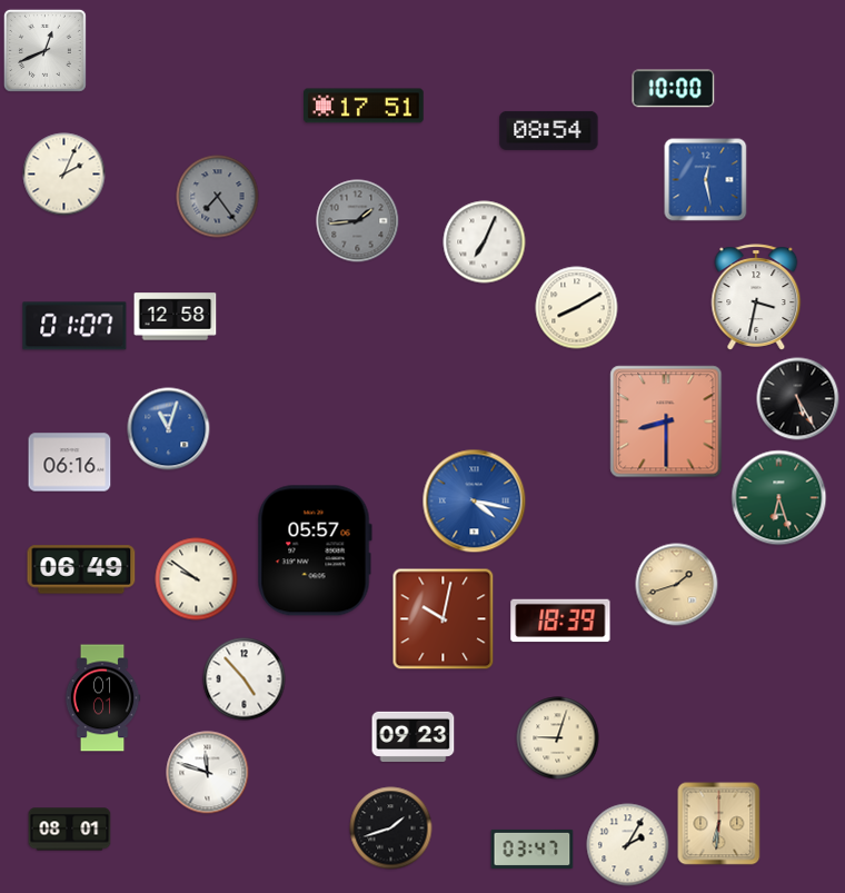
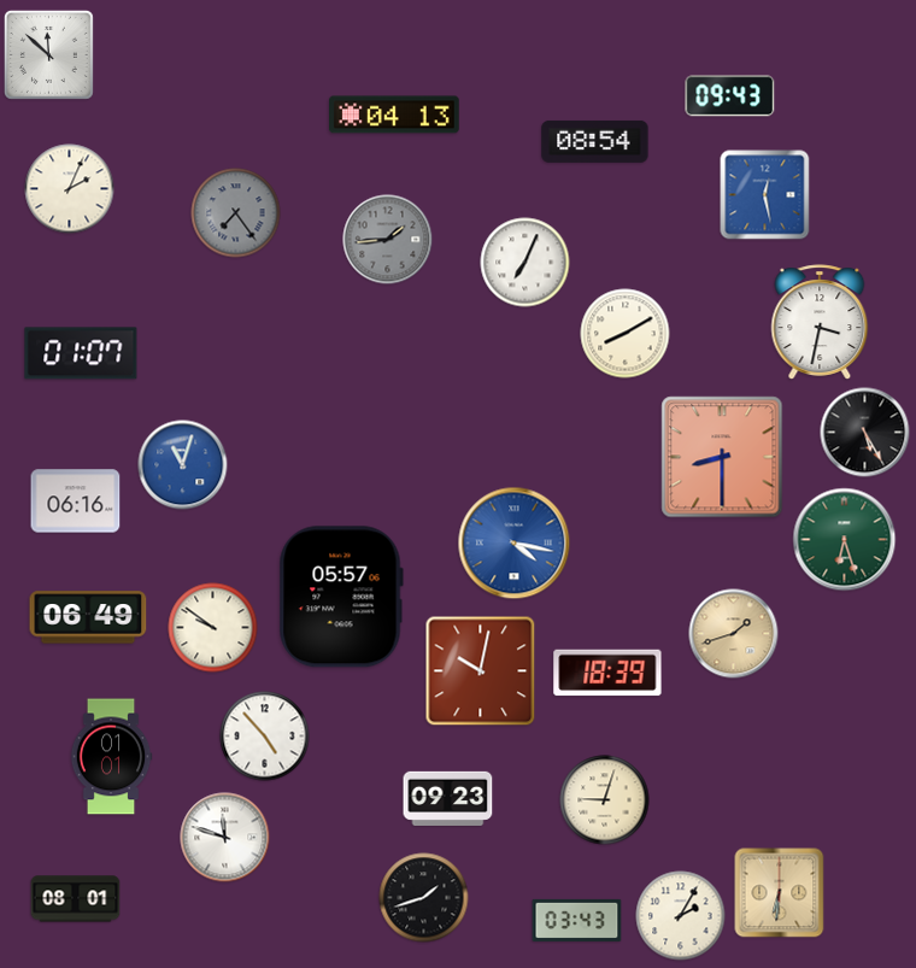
clock at (44, 50): 12:41 -> 11:52
clock at (674, 89): 10:00 -> 09:43
clock at (365, 106): 17:51 -> 04:13
clock at (176, 317): 12:58 -> none
clock at (533, 849): 03:47 -> 03:43
